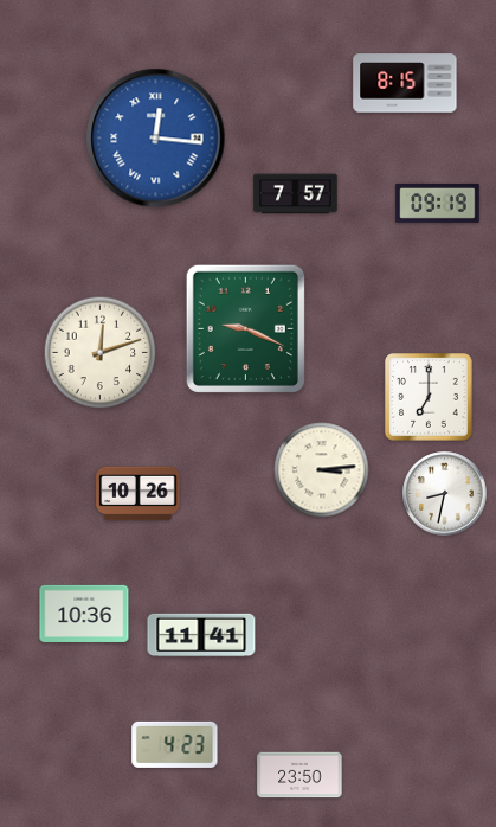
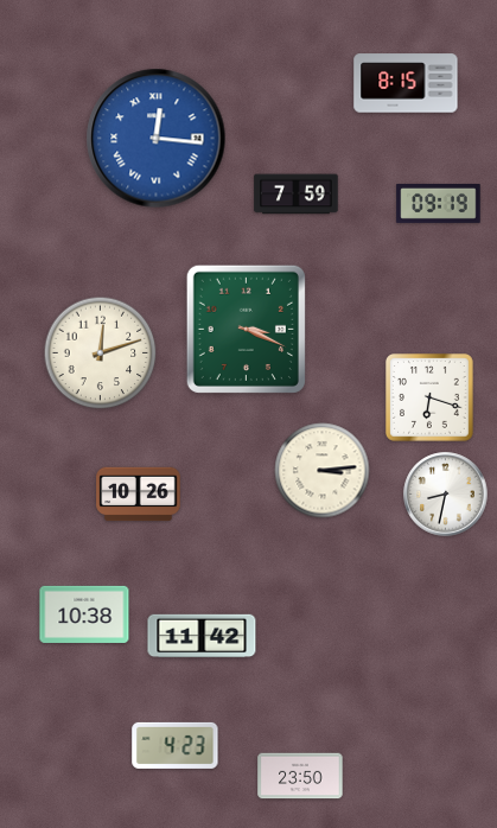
clock at (296, 194): 7:57 -> 7:59
clock at (245, 328): 9:19 -> 3:19
clock at (430, 398): 7:00 -> 6:18
clock at (84, 614): 10:36 -> 10:38
clock at (201, 635): 11:41 -> 11:42
